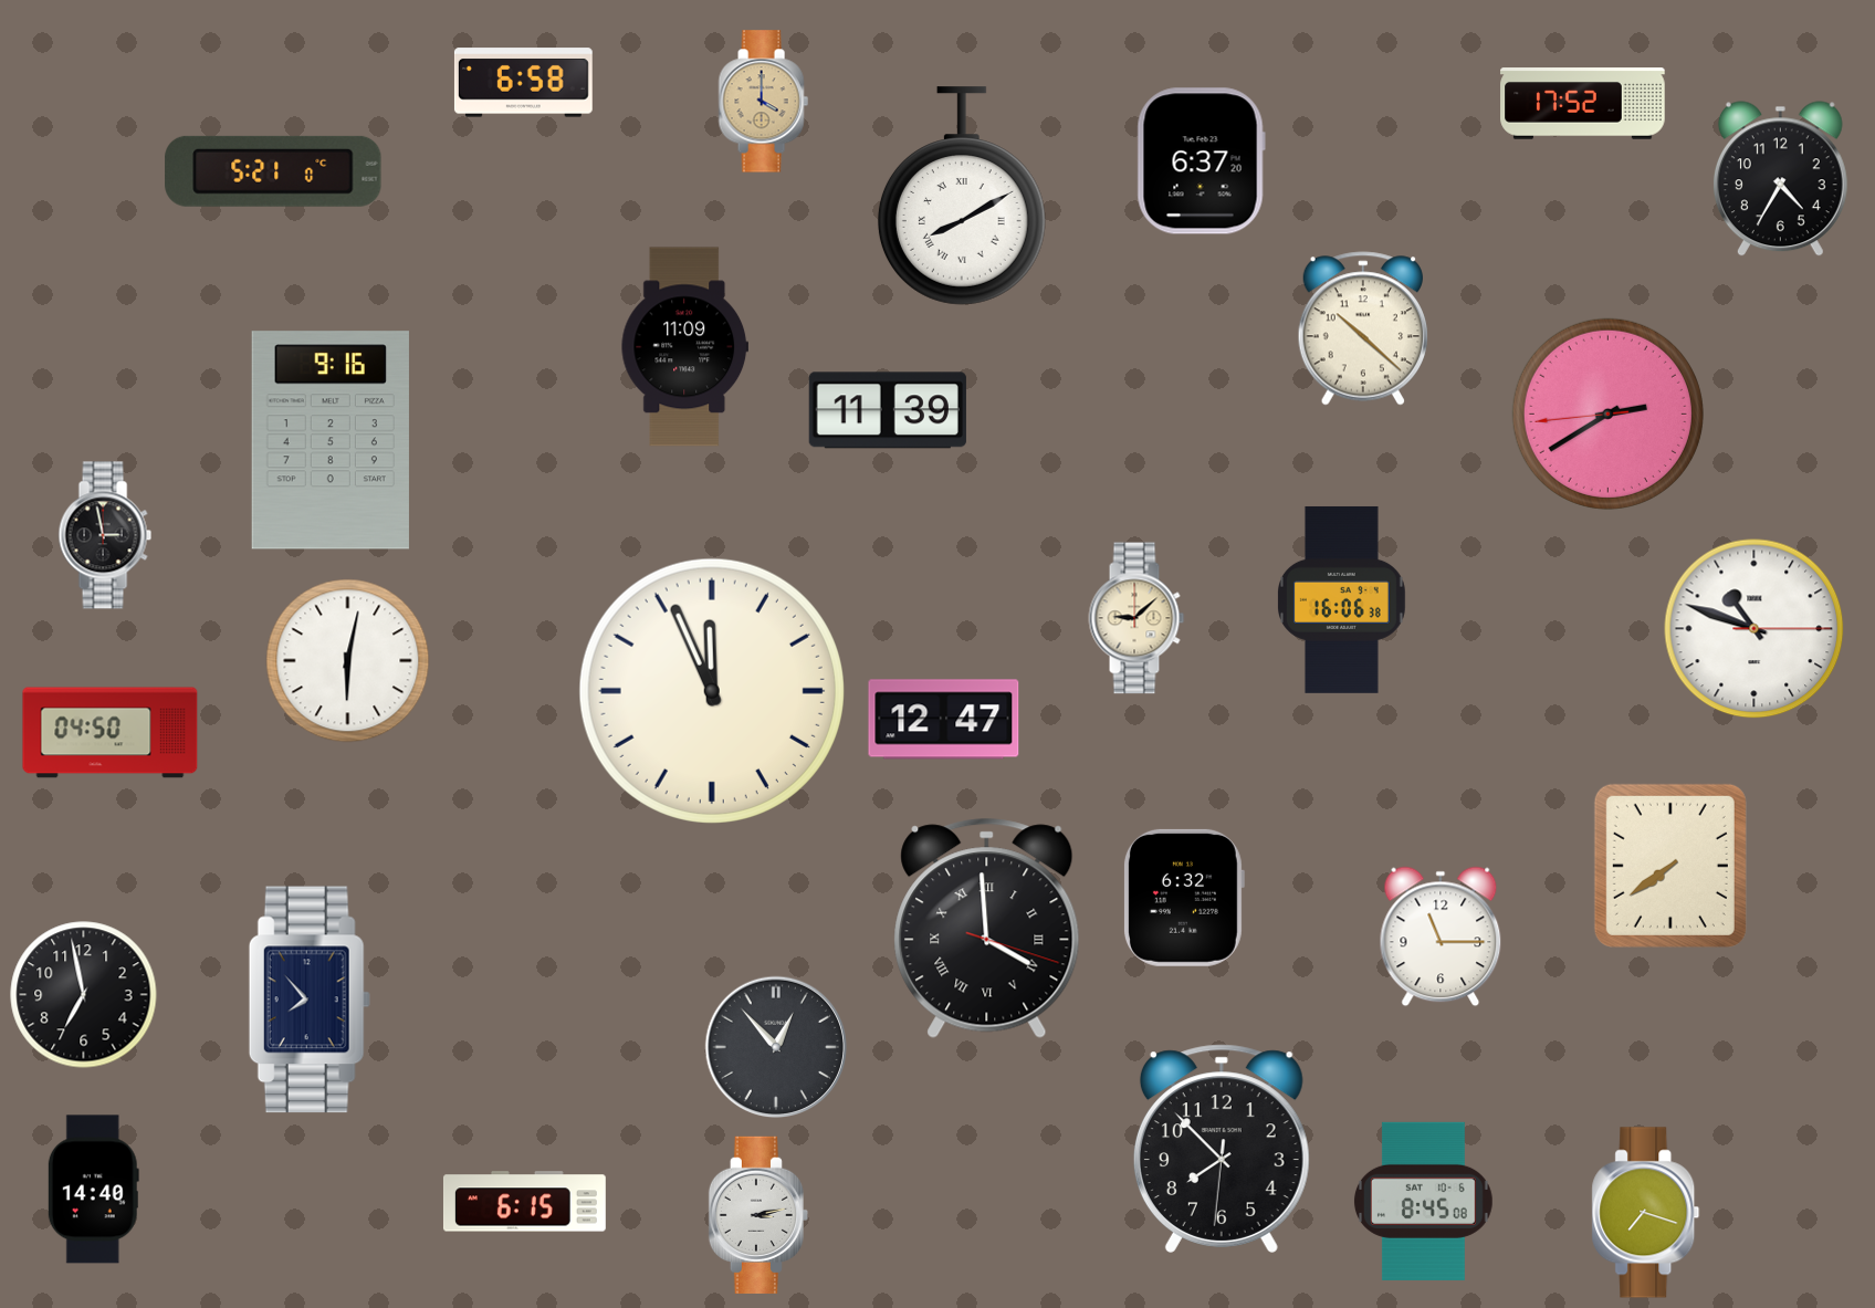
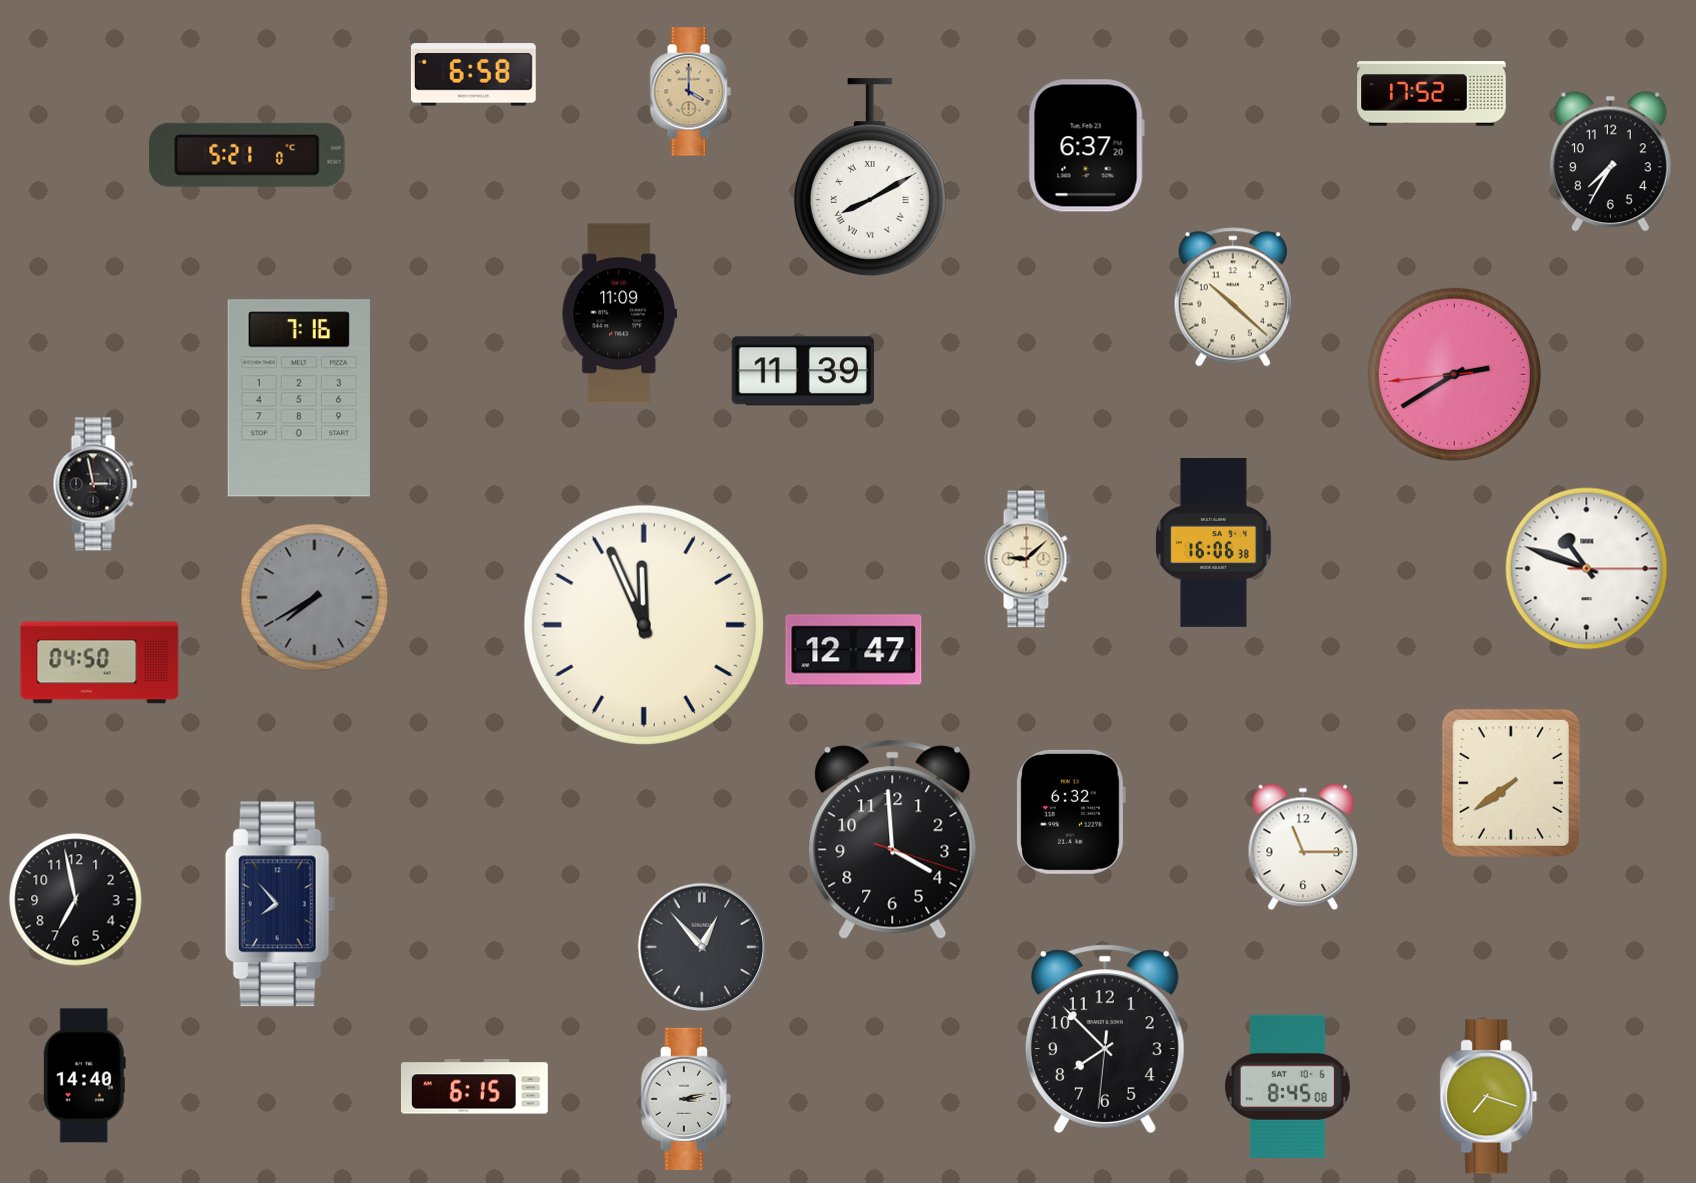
clock at (1780, 179): 4:35 -> 7:35
clock at (331, 440): 9:16 -> 7:16
clock at (348, 661): 6:02 -> 7:40
clock at (348, 661) dial: white -> grey
clock at (987, 928) numerals: Roman -> Arabic
